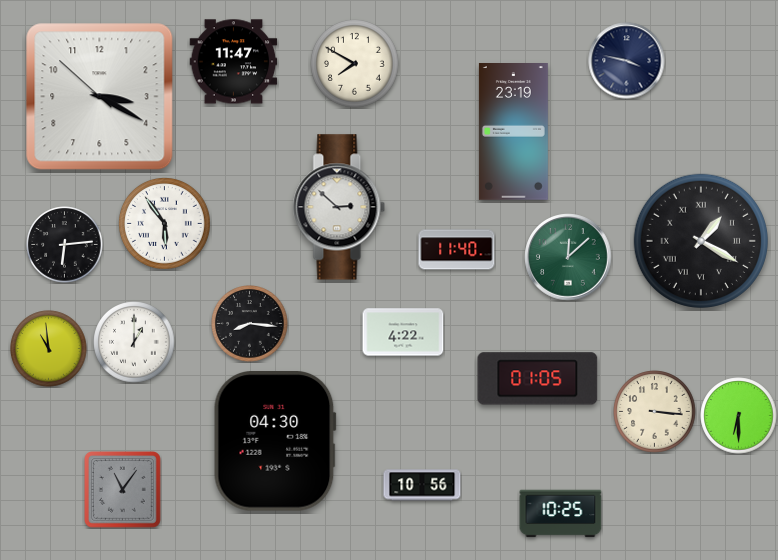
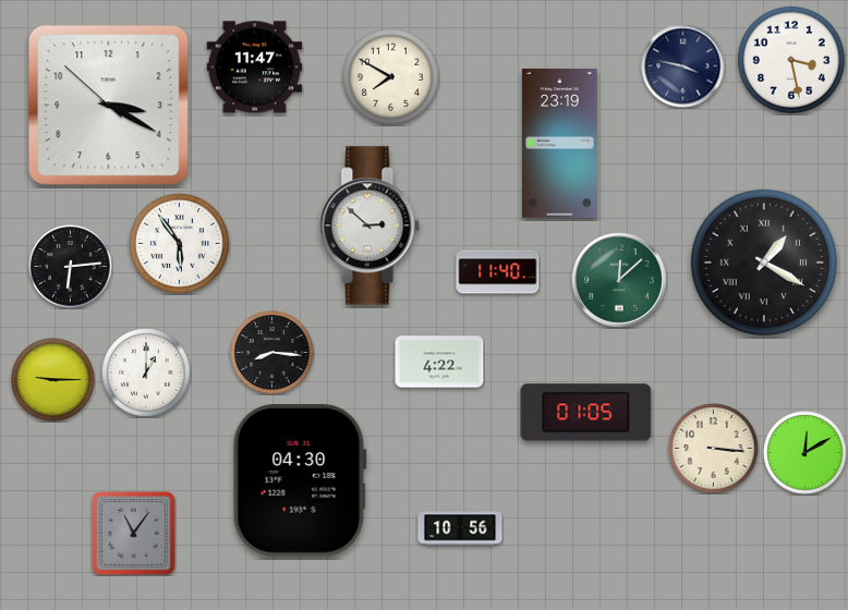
clock at (791, 60): none -> 3:28
clock at (355, 64) position: (355, 64) -> (391, 77)
clock at (49, 349): 10:59 -> 9:15
clock at (739, 416): 6:30 -> 12:10
clock at (561, 514): 10:25 -> none
